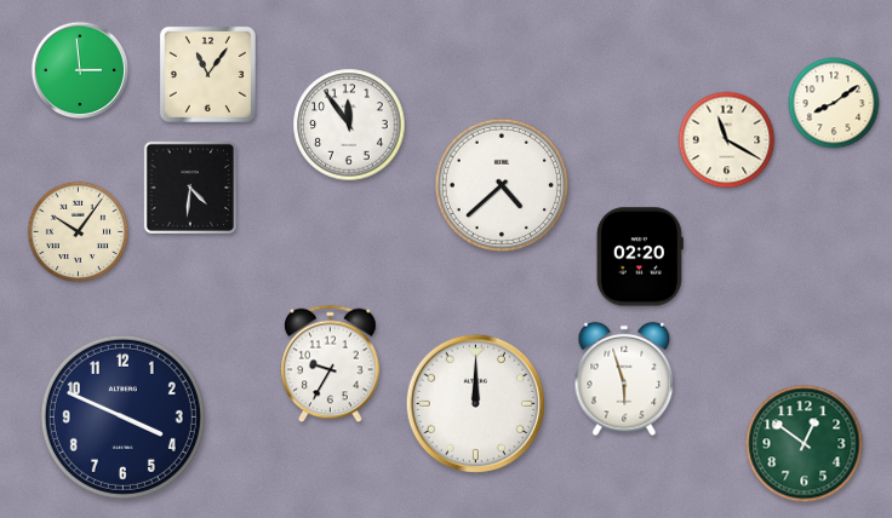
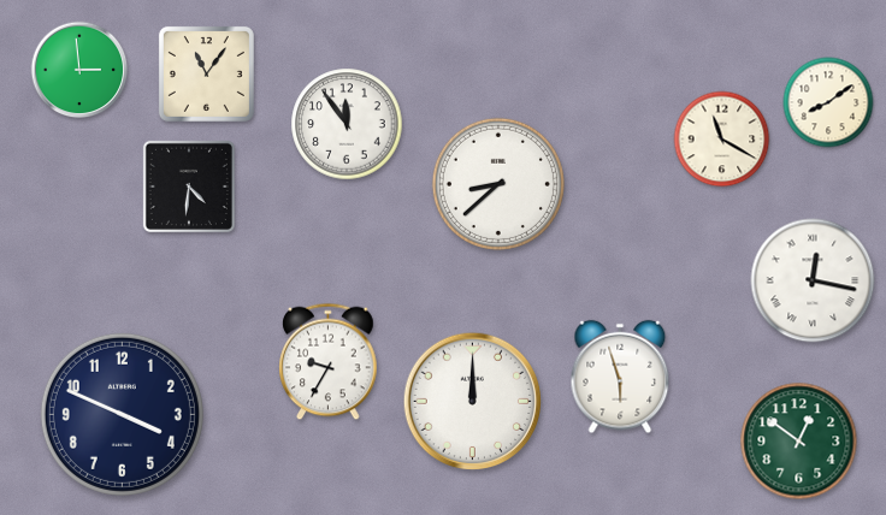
clock at (502, 185): 4:38 -> 8:38
clock at (79, 232): 10:06 -> none
clock at (640, 257): 02:20 -> none
clock at (813, 280): none -> 12:17
